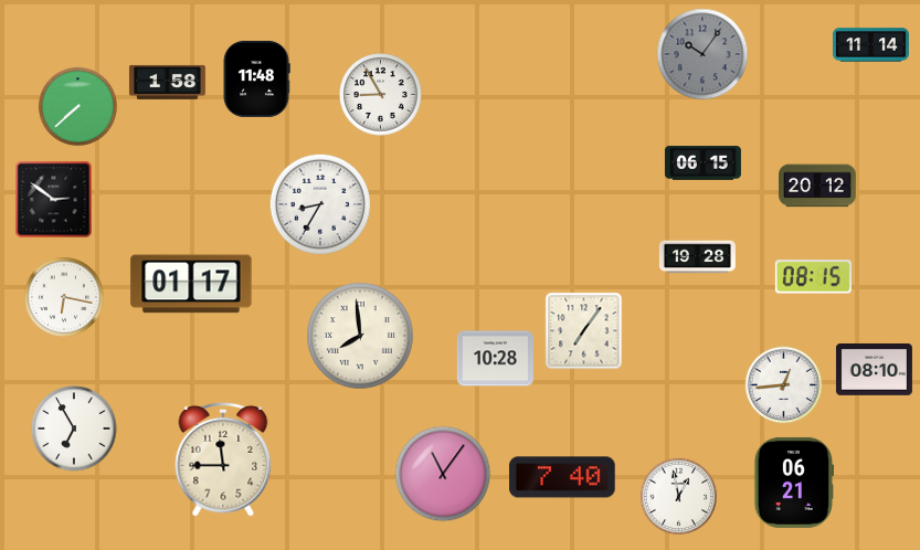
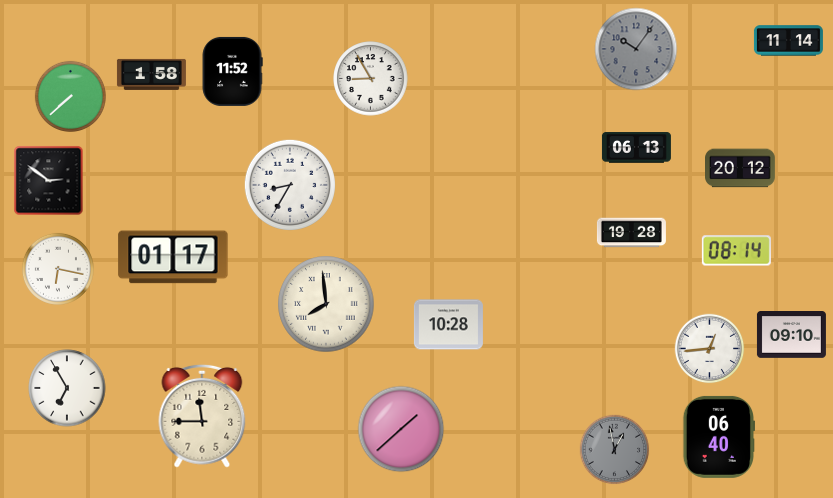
clock at (256, 78): 11:48 -> 11:52
clock at (381, 95) position: (381, 95) -> (371, 79)
clock at (702, 163): 06:15 -> 06:13
clock at (813, 277): 08:15 -> 08:14
clock at (584, 331): 7:06 -> none
clock at (874, 370): 08:10 -> 09:10
clock at (443, 474): 11:06 -> 1:38
clock at (562, 477): 7:40 -> none
clock at (793, 483): 06:21 -> 06:40
clock at (679, 497) dial: white -> grey
